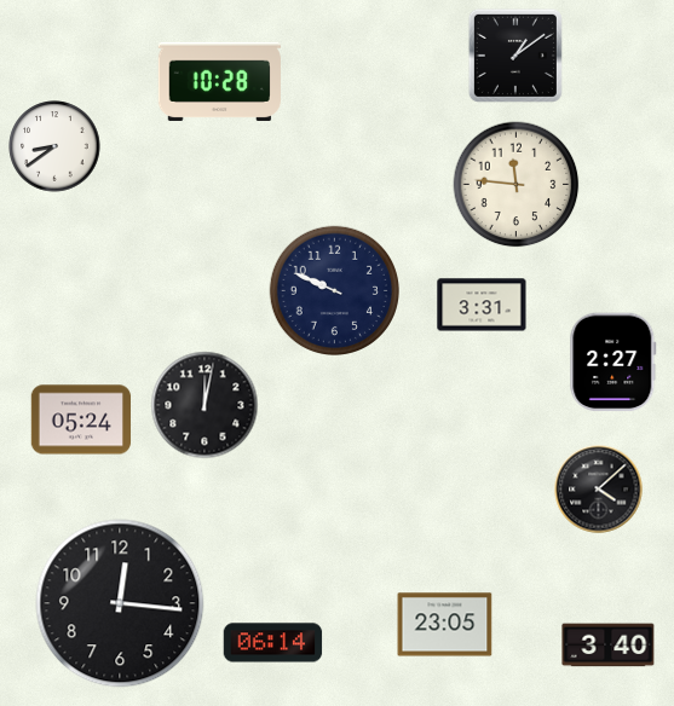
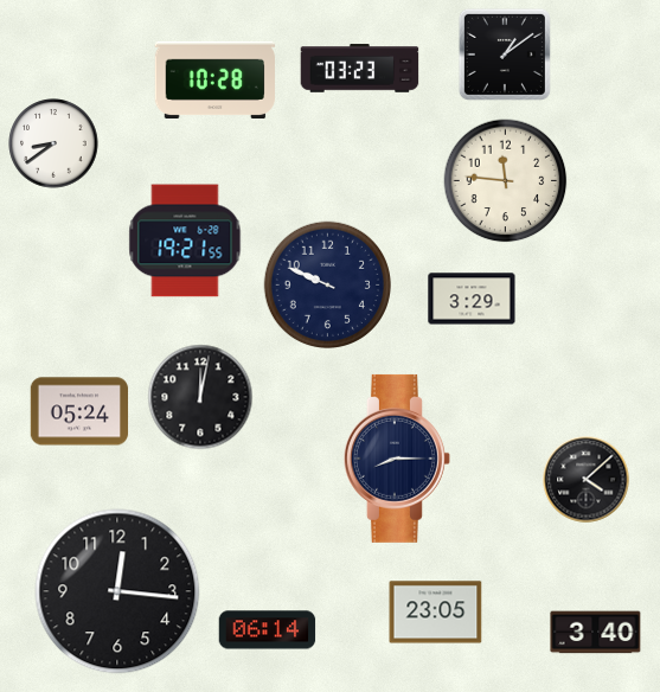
clock at (360, 69): none -> 03:23
clock at (185, 241): none -> 19:21
clock at (482, 305): 3:31 -> 3:29
clock at (613, 363): 2:27 -> none
clock at (397, 459): none -> 8:15
